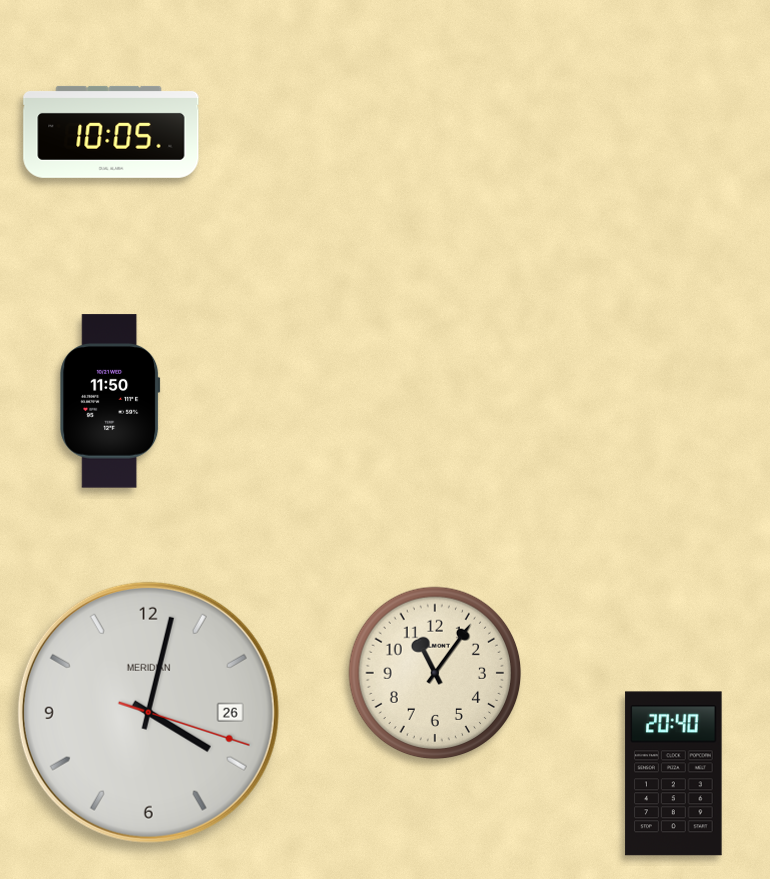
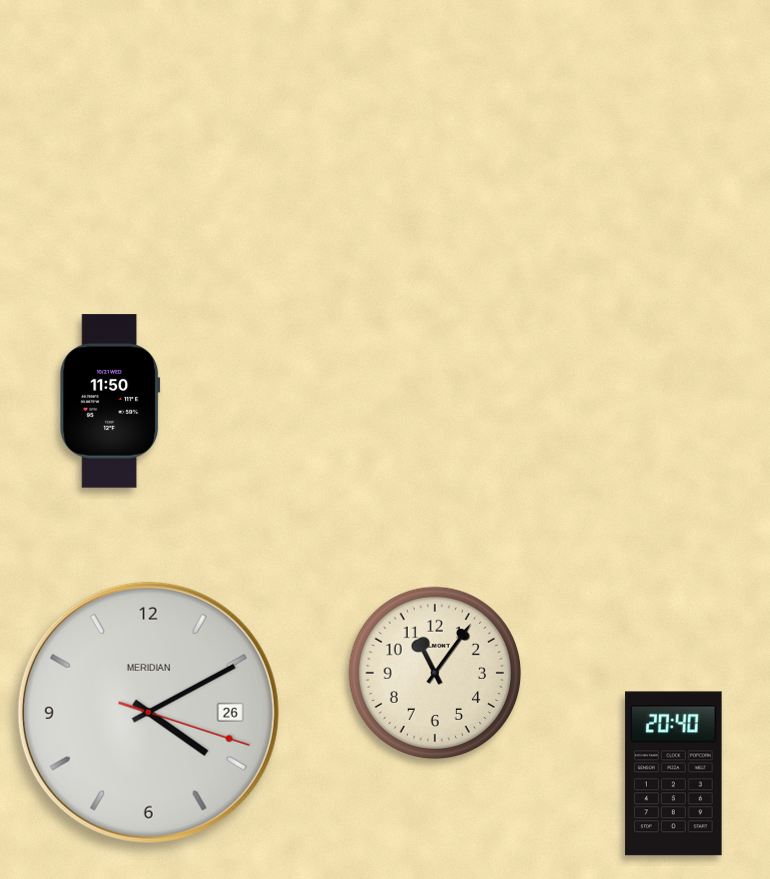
clock at (111, 132): 10:05 -> none
clock at (148, 712): 4:02 -> 4:10
